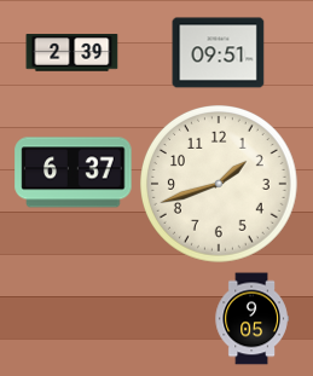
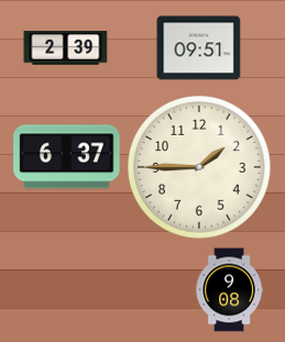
clock at (220, 185): 1:42 -> 1:45
clock at (251, 319): 9:05 -> 9:08
